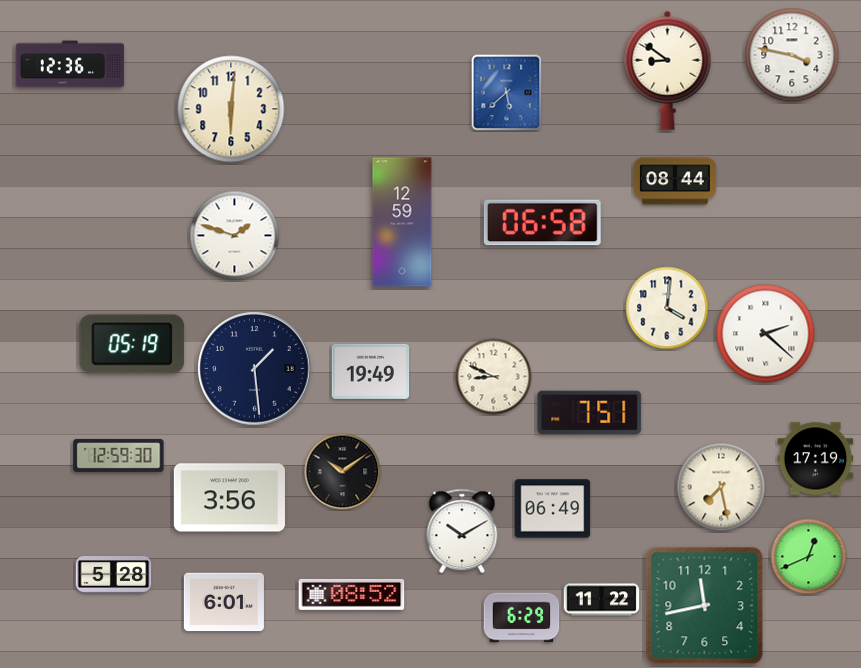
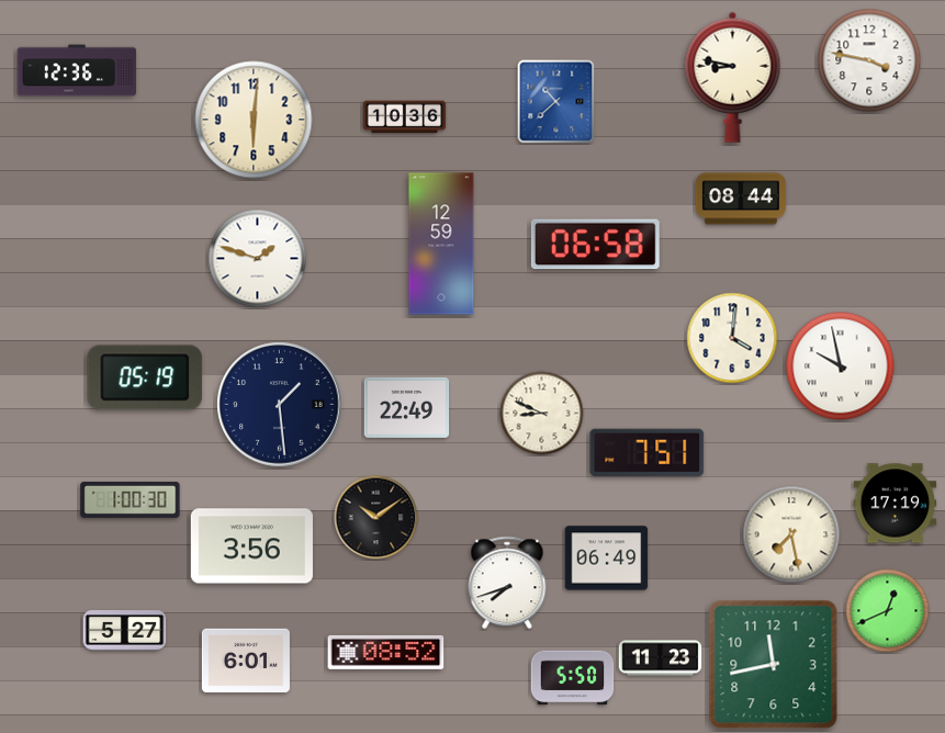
clock at (668, 70): 8:51 -> 8:47
clock at (507, 93): 5:38 -> 10:38
clock at (405, 117): none -> 10:36
clock at (766, 334): 2:22 -> 9:58
clock at (371, 371): 19:49 -> 22:49
clock at (119, 455): 12:59 -> 1:00
clock at (462, 531): 10:10 -> 7:42
clock at (114, 575): 5:28 -> 5:27
clock at (602, 600): 11:22 -> 11:23
clock at (522, 618): 6:29 -> 5:50
